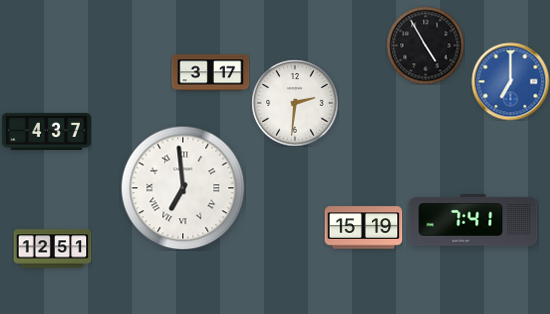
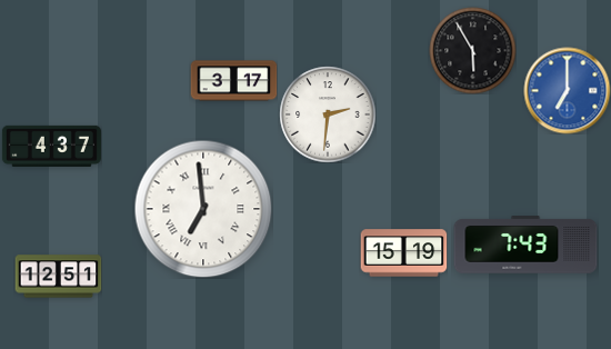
clock at (425, 45): 4:55 -> 5:55
clock at (473, 220): 7:41 -> 7:43
